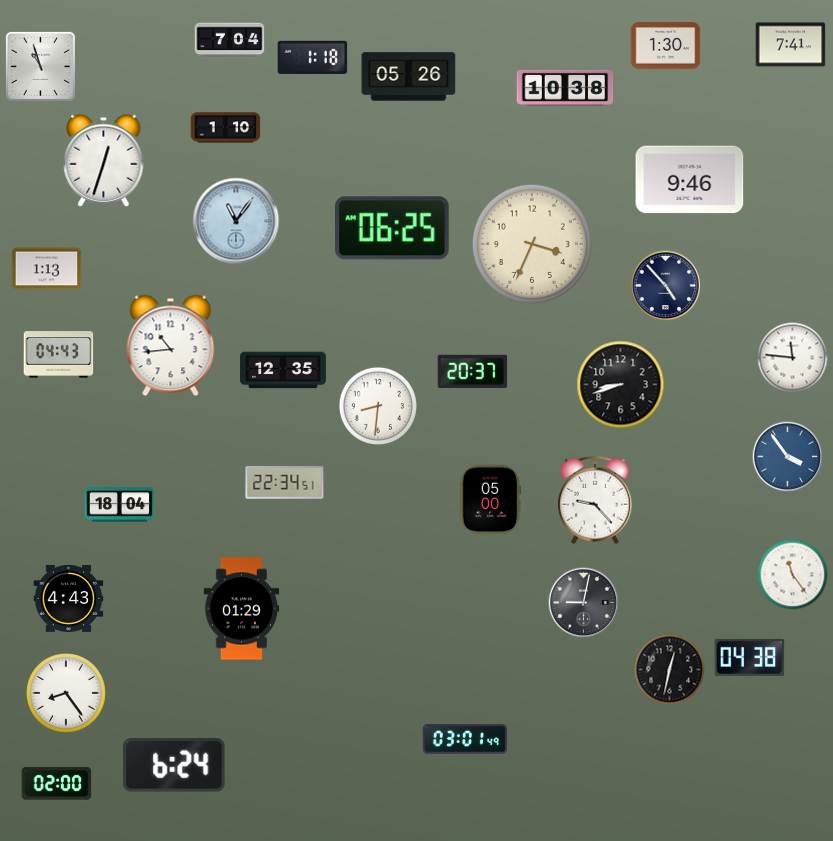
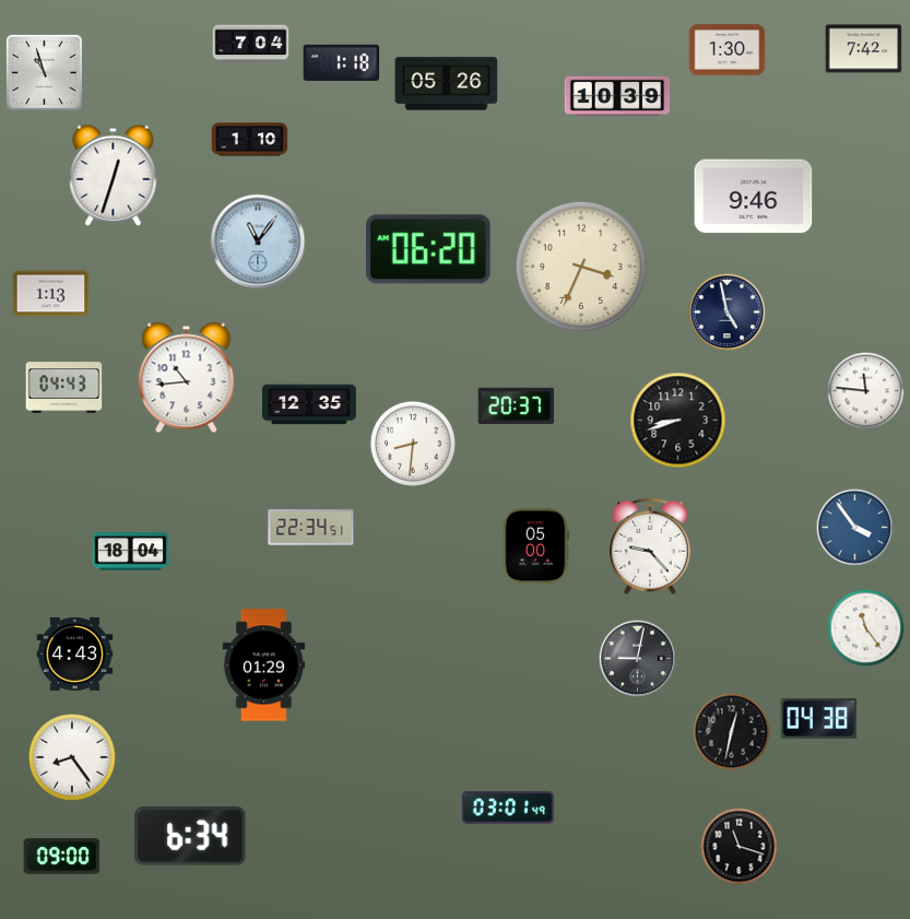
clock at (791, 45): 7:41 -> 7:42
clock at (565, 88): 10:38 -> 10:39
clock at (226, 128) position: (226, 128) -> (250, 140)
clock at (393, 228): 06:25 -> 06:20
clock at (666, 286): 4:53 -> 4:58
clock at (788, 457) position: (788, 457) -> (855, 528)
clock at (174, 766): 6:24 -> 6:34
clock at (740, 847): none -> 11:18
clock at (57, 784): 02:00 -> 09:00
